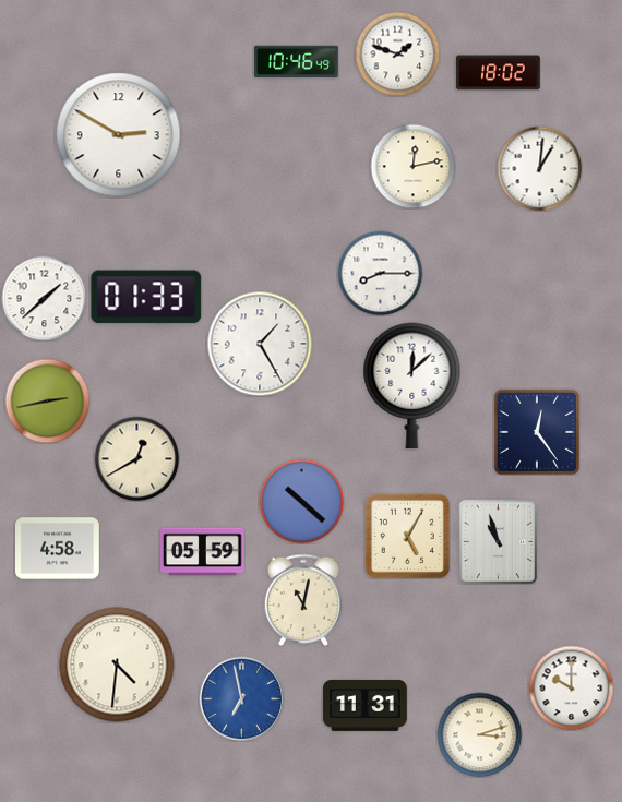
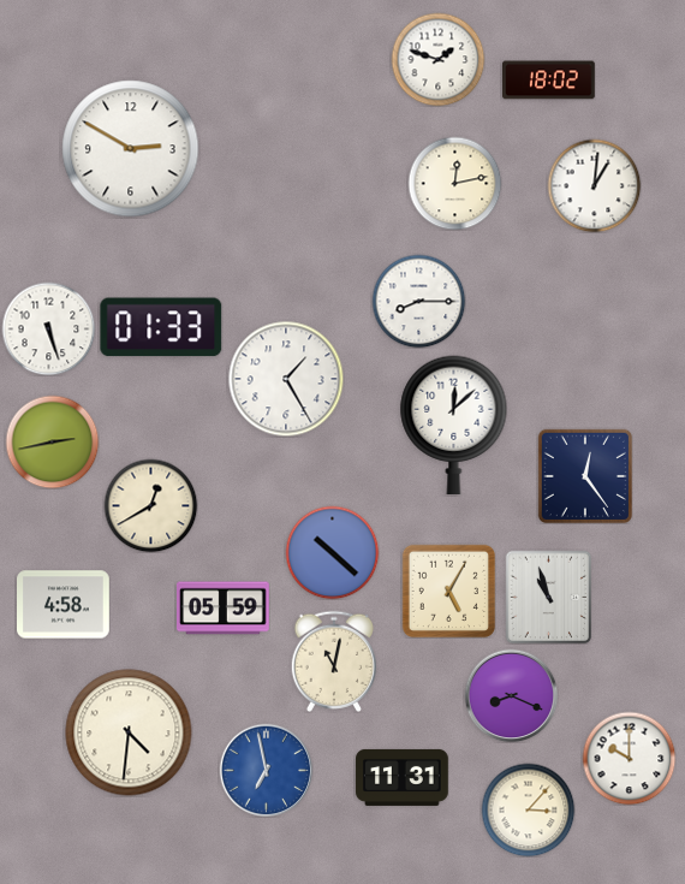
clock at (297, 61): 10:46 -> none
clock at (44, 298): 1:38 -> 5:27
clock at (537, 432) position: (537, 432) -> (585, 476)
clock at (511, 695): none -> 8:19
clock at (479, 734): 3:12 -> 3:07
